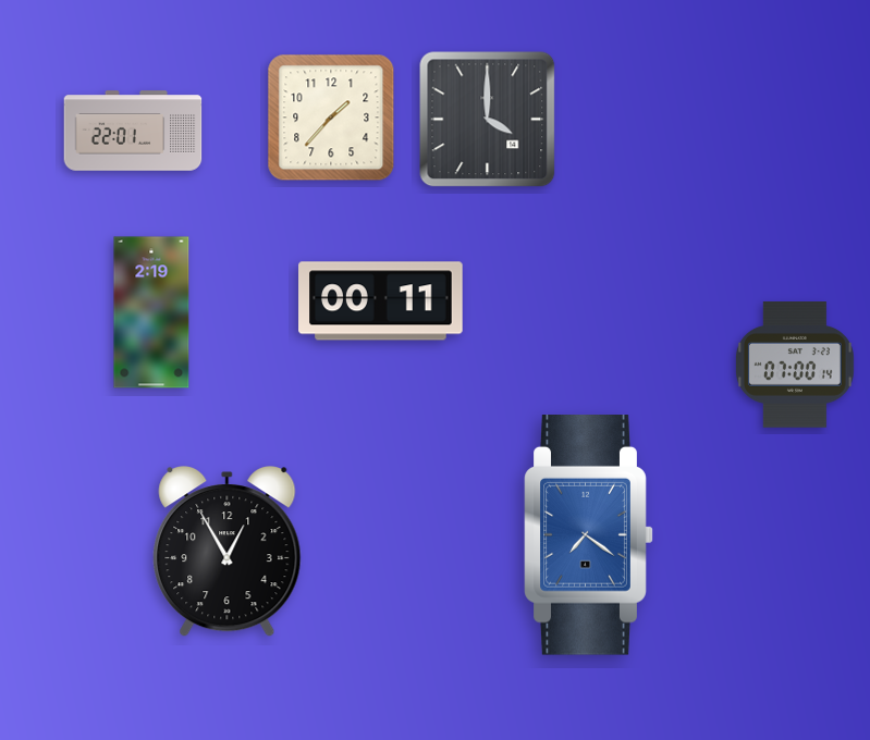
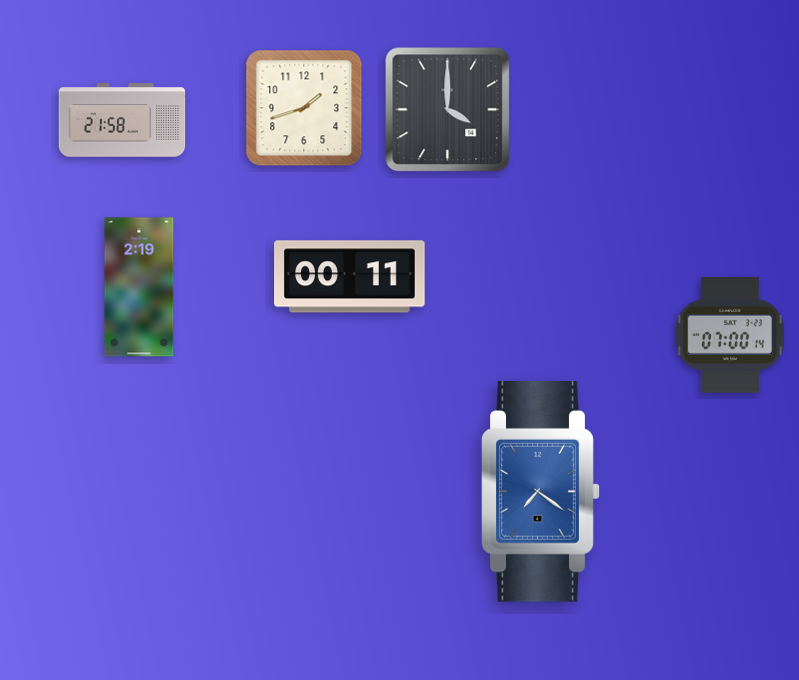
clock at (331, 118): 1:37 -> 1:42
clock at (133, 131): 22:01 -> 21:58
clock at (228, 553): 12:55 -> none
